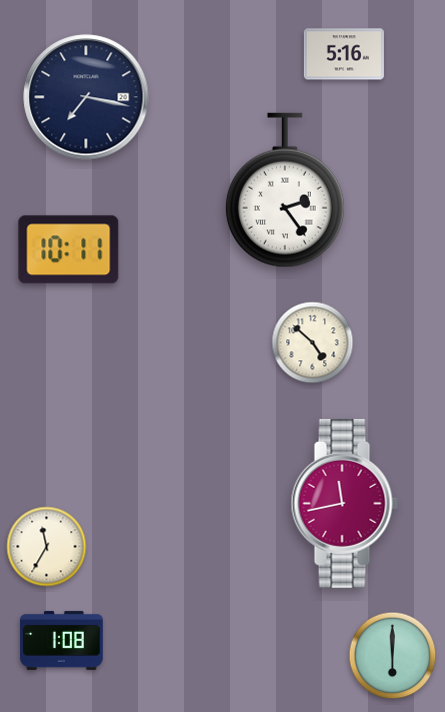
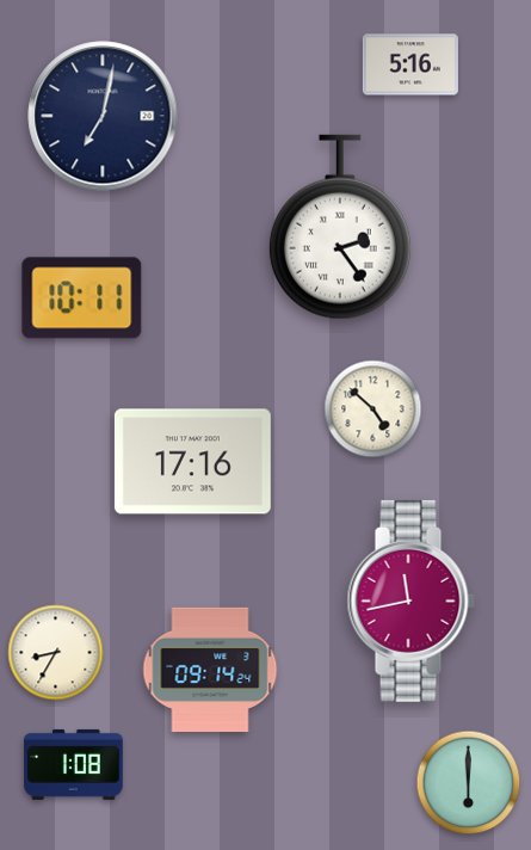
clock at (86, 97): 7:17 -> 7:02
clock at (192, 462): none -> 17:16
clock at (47, 547): 11:35 -> 8:35
clock at (210, 669): none -> 09:14
